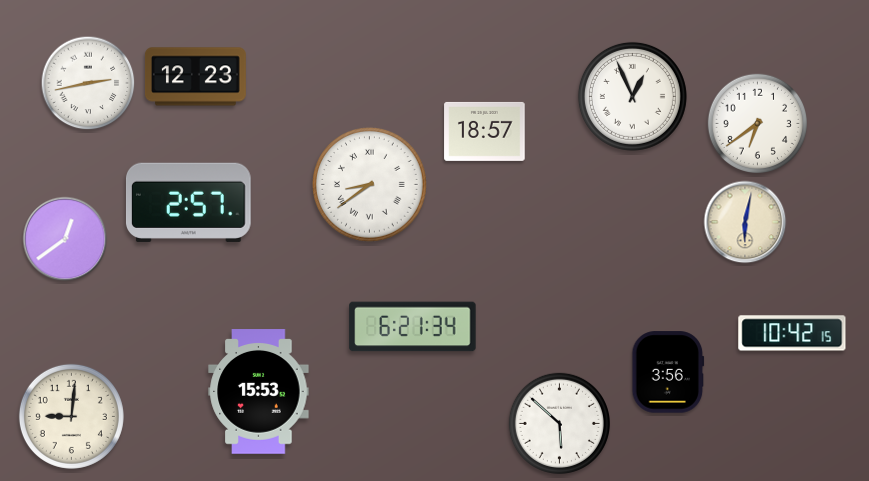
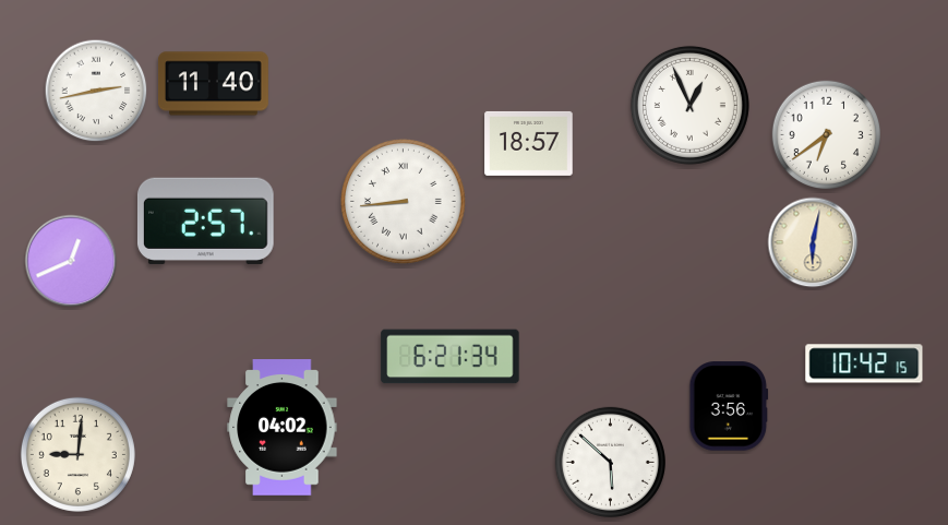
clock at (195, 77): 12:23 -> 11:40
clock at (369, 184): 8:39 -> 8:44
clock at (65, 239): 12:39 -> 12:41
clock at (259, 392): 15:53 -> 04:02
